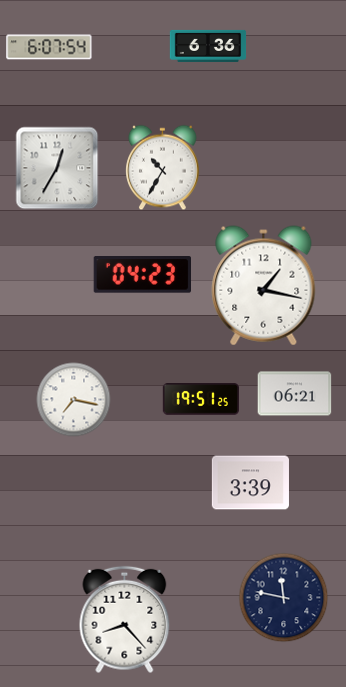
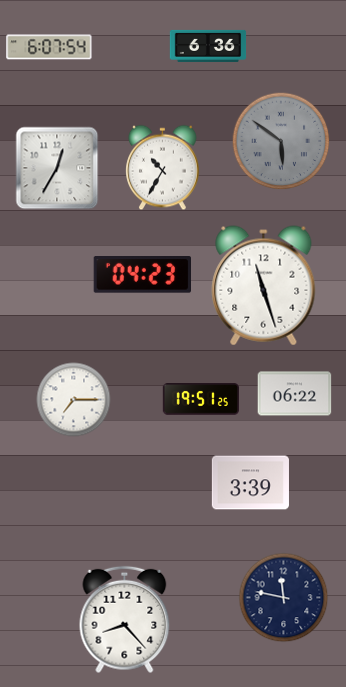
clock at (281, 141): none -> 5:51
clock at (264, 286): 1:17 -> 11:27
clock at (295, 394): 06:21 -> 06:22
clock at (74, 400): 7:17 -> 7:15
